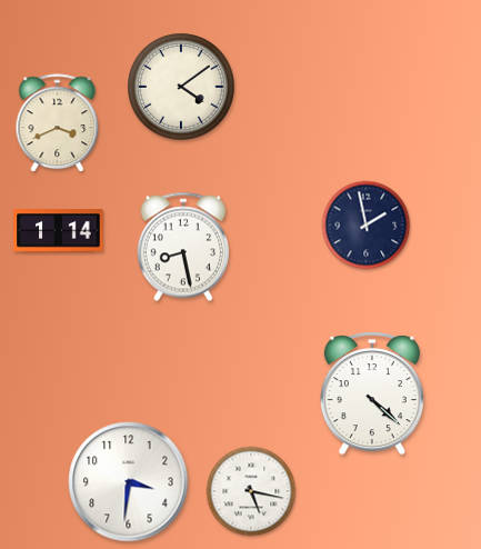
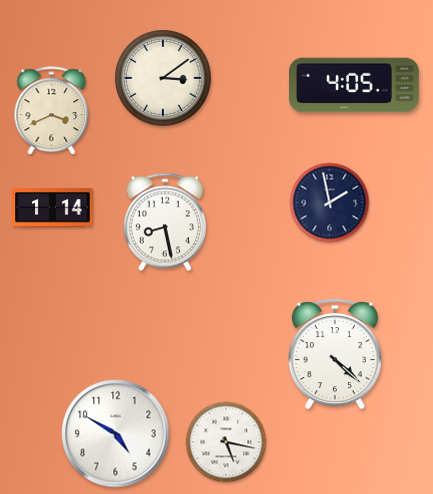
clock at (181, 87): 4:09 -> 3:09
clock at (355, 85): none -> 4:05
clock at (129, 482): 3:31 -> 4:50
